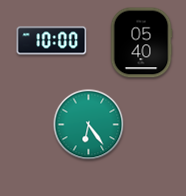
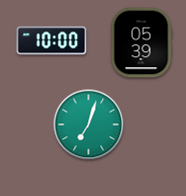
clock at (141, 43): 05:40 -> 05:39
clock at (89, 125): 6:24 -> 7:03
